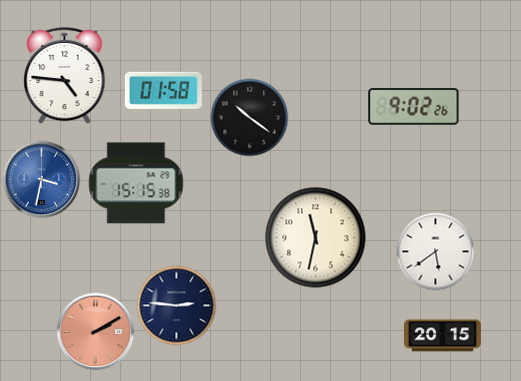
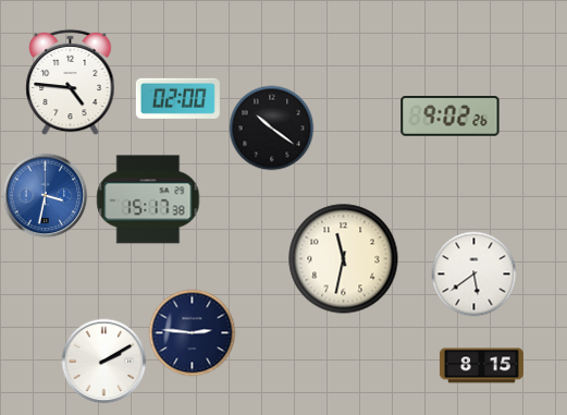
clock at (163, 90): 01:58 -> 02:00
clock at (136, 183): 15:15 -> 15:17
clock at (95, 331) dial: salmon -> white
clock at (442, 336): 20:15 -> 8:15
